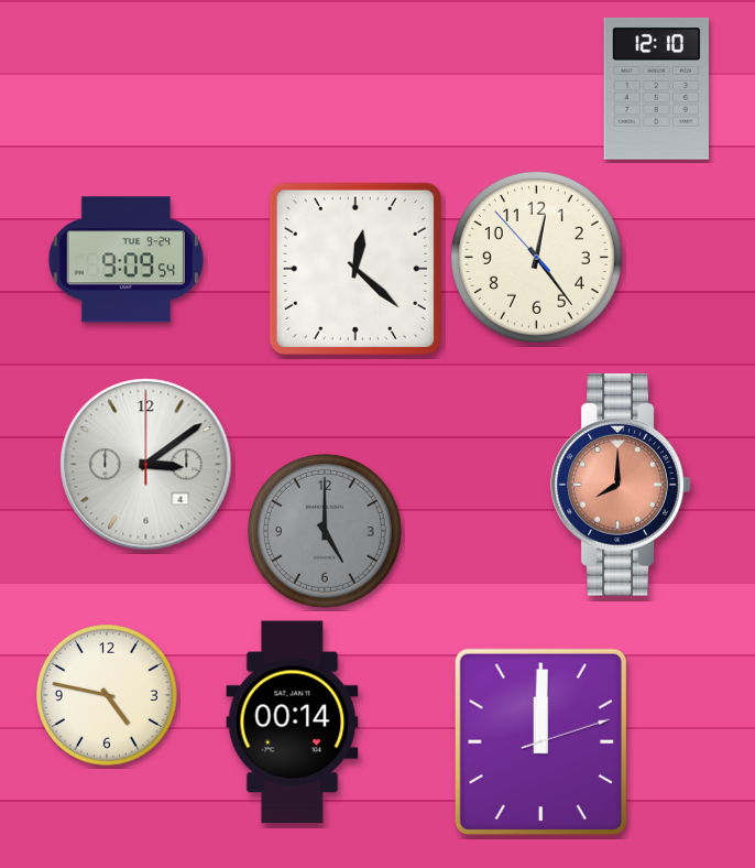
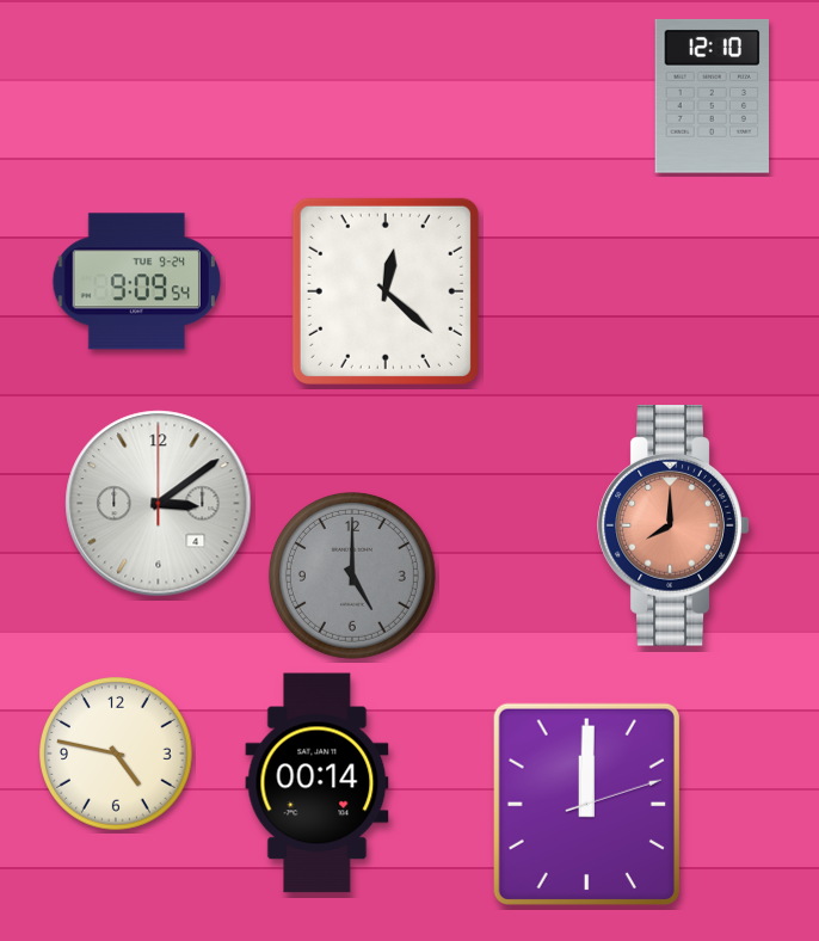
clock at (536, 257): 12:23 -> none
